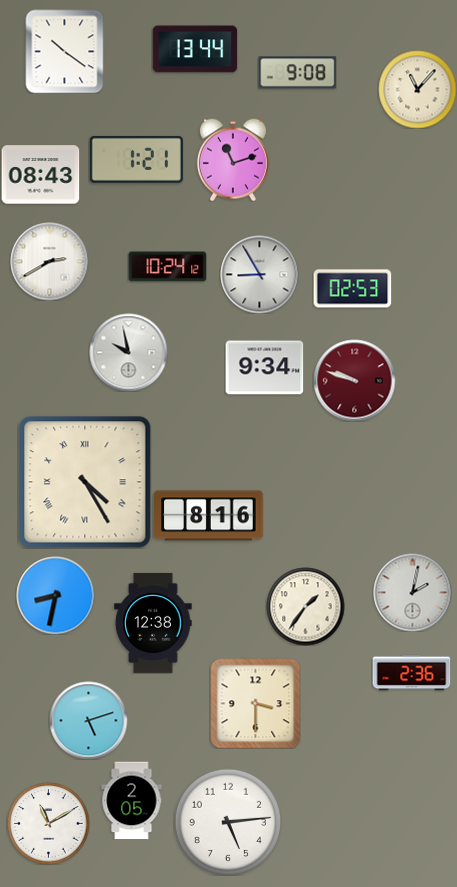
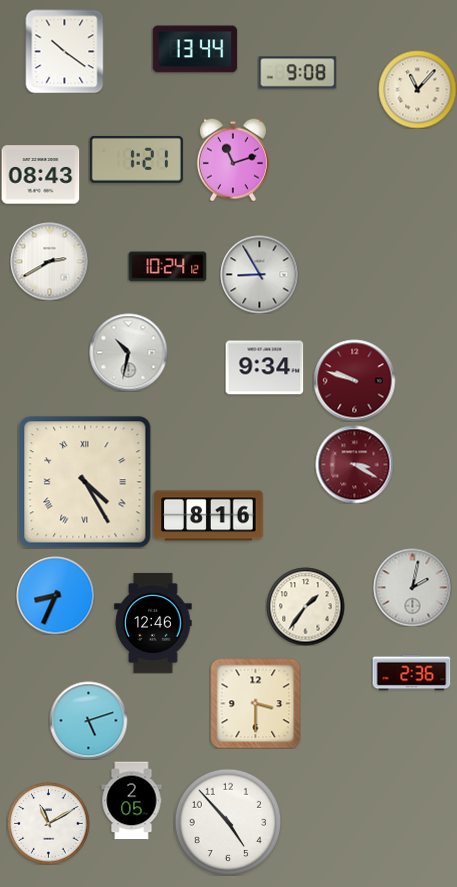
clock at (352, 289): 02:53 -> none
clock at (128, 352): 9:58 -> 10:32
clock at (354, 464): none -> 3:20
clock at (412, 592) position: (412, 592) -> (412, 587)
clock at (55, 595): 8:32 -> 8:34
clock at (153, 623): 12:38 -> 12:46
clock at (228, 822): 5:14 -> 4:53
